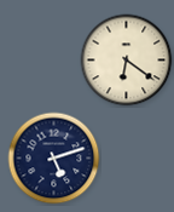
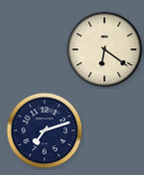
clock at (54, 159): 5:12 -> 7:12
